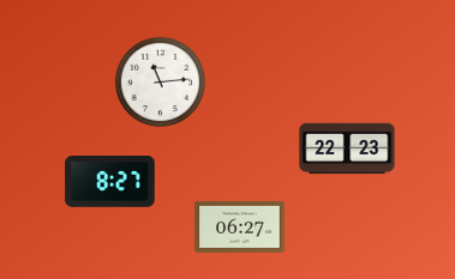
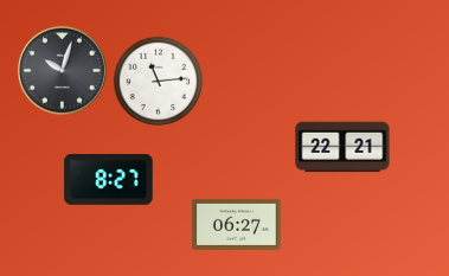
clock at (62, 70): none -> 10:03
clock at (347, 148): 22:23 -> 22:21
